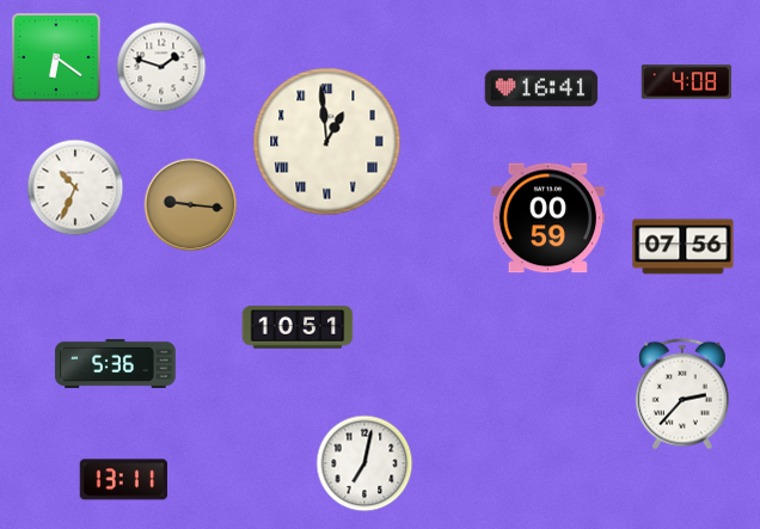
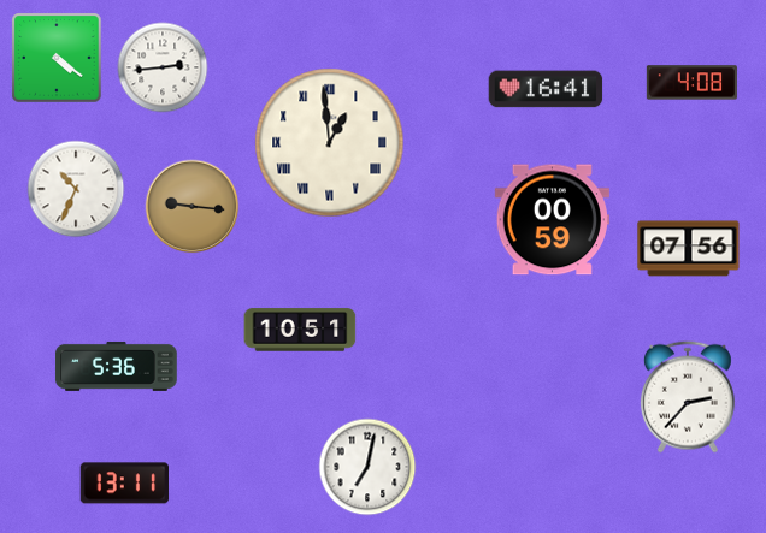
clock at (56, 57): 6:21 -> 4:21
clock at (161, 67): 1:48 -> 2:44
